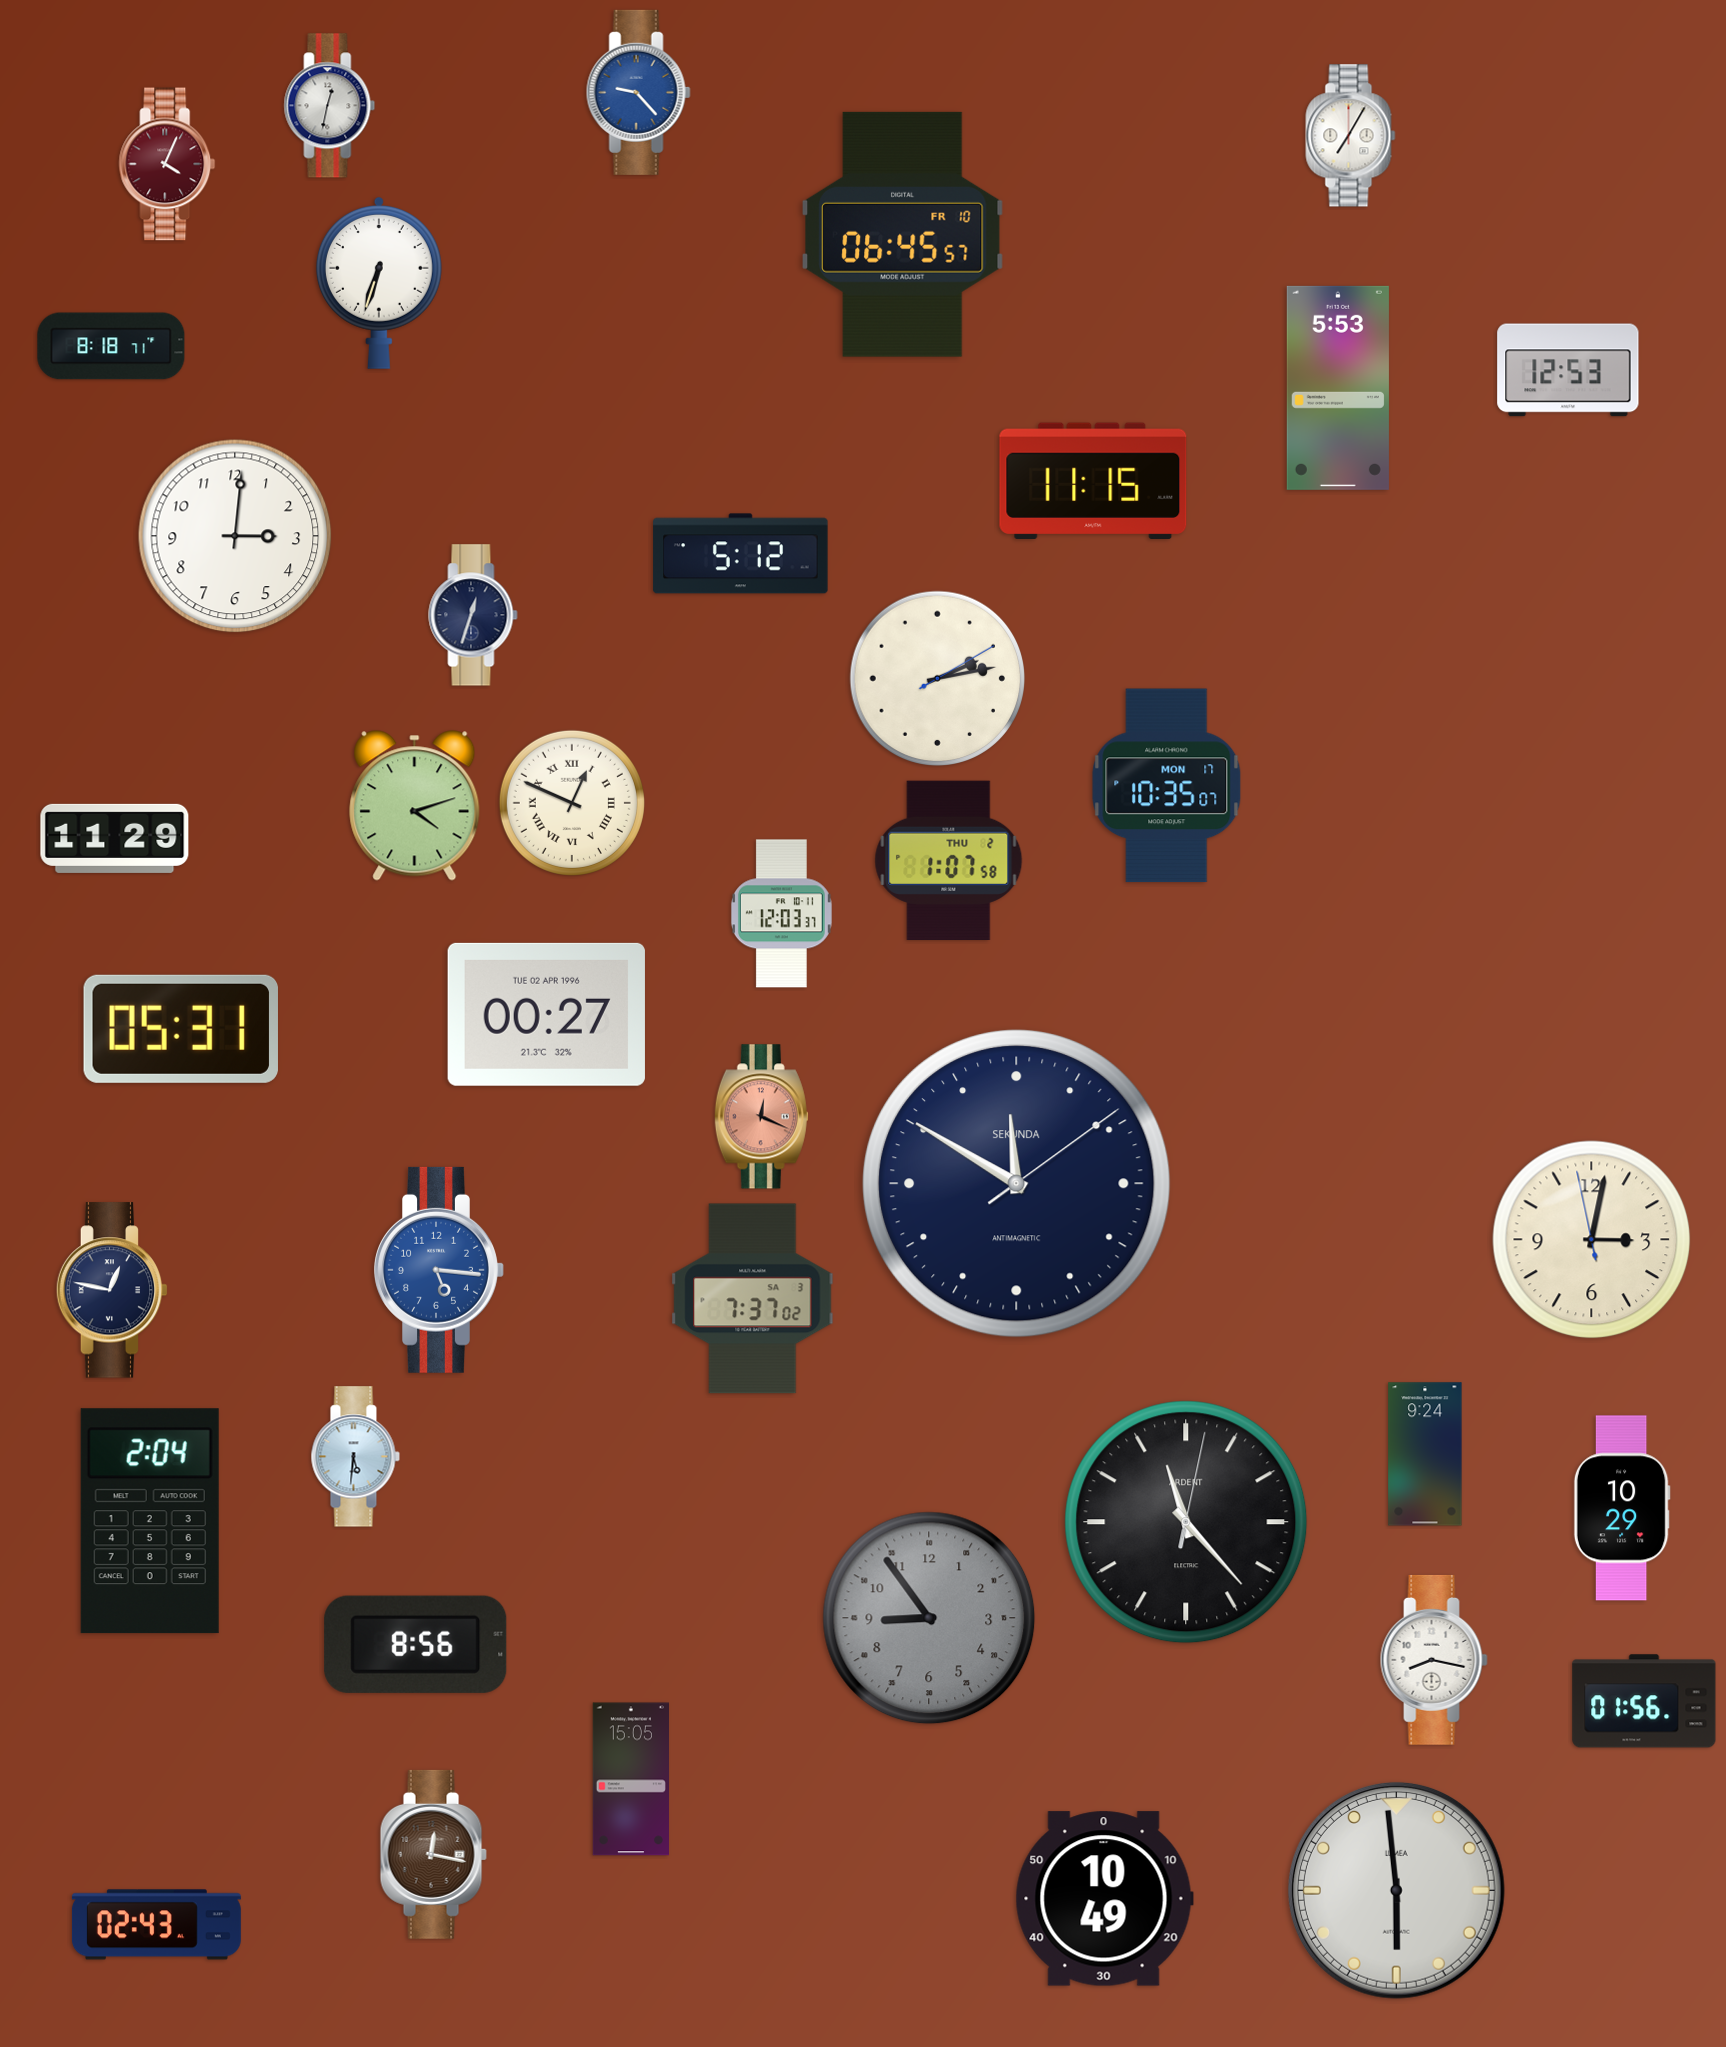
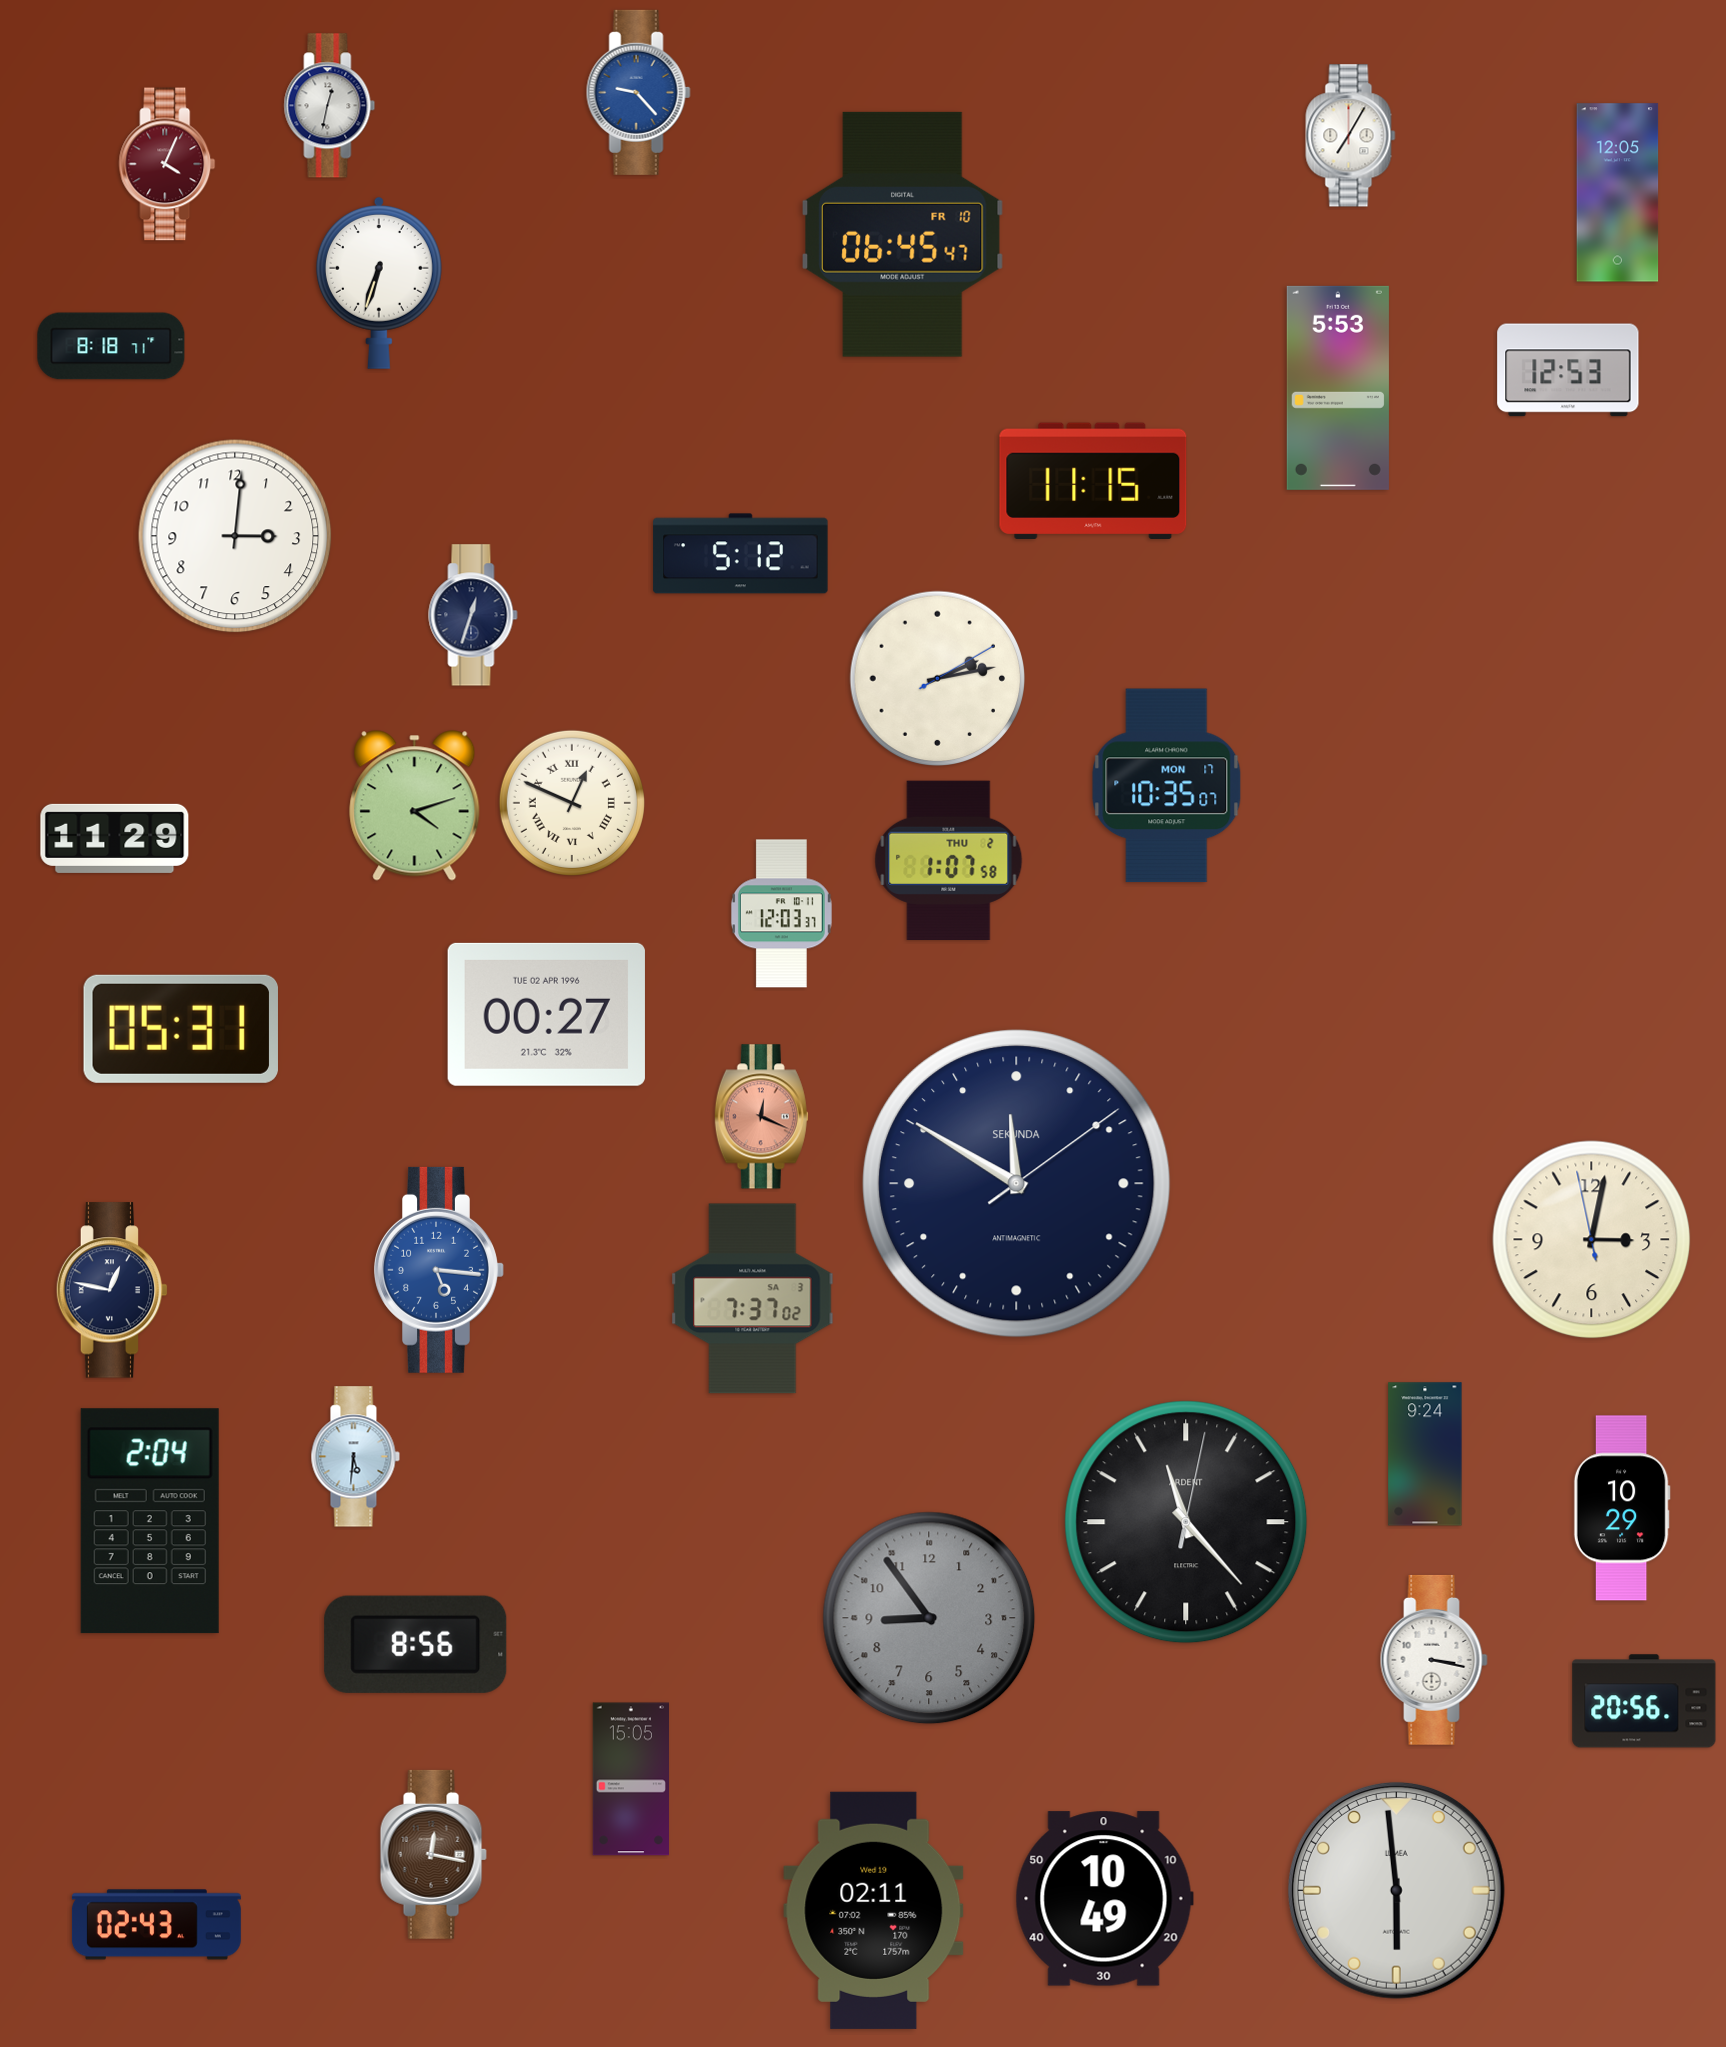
clock at (1618, 193): none -> 12:05
clock at (902, 234): 06:45:57 -> 06:45:47
clock at (1434, 1660): 8:17 -> 3:17
clock at (1644, 1701): 01:56 -> 20:56
clock at (874, 1910): none -> 02:11
